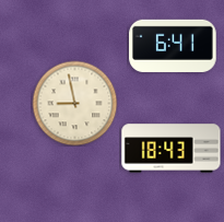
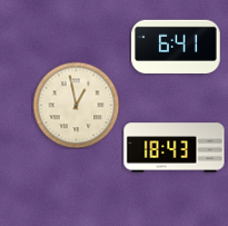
clock at (74, 103): 8:58 -> 12:58
clock at (172, 149) position: (172, 149) -> (175, 148)
